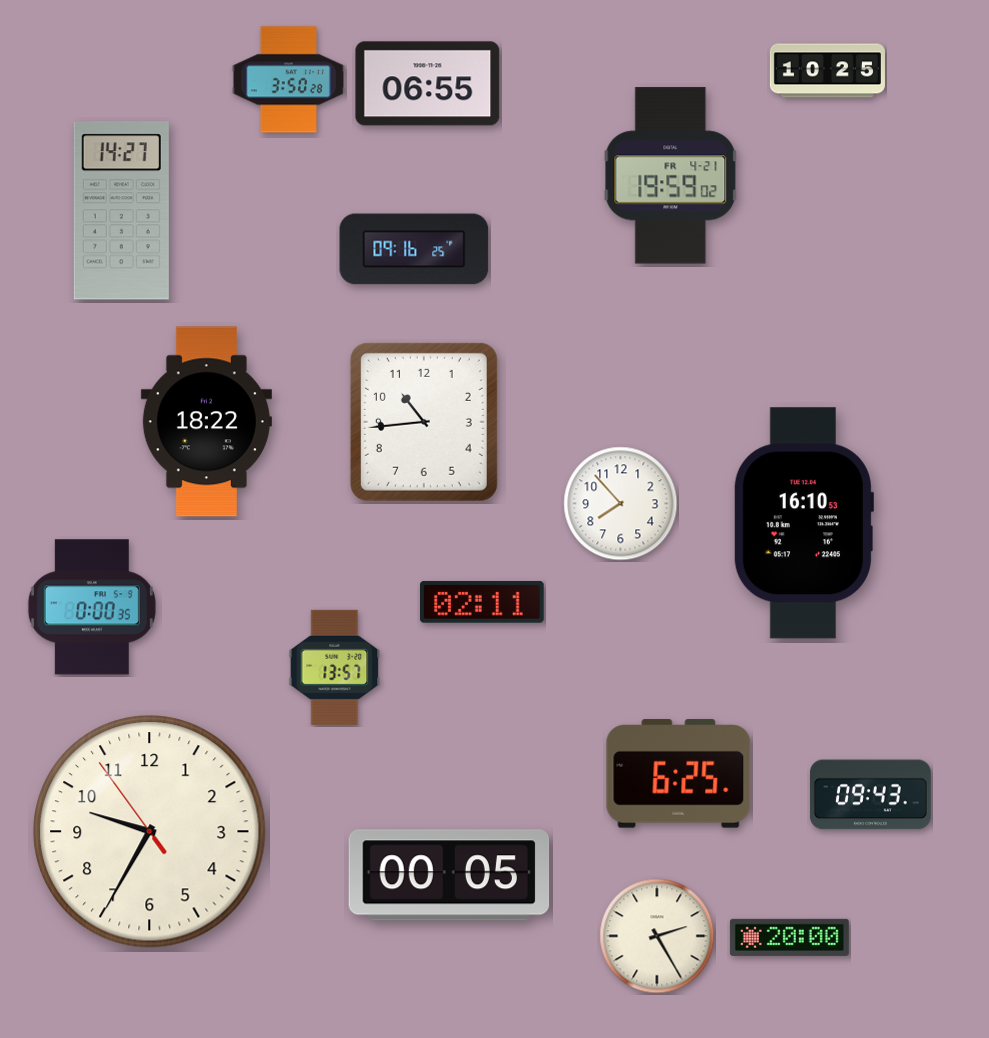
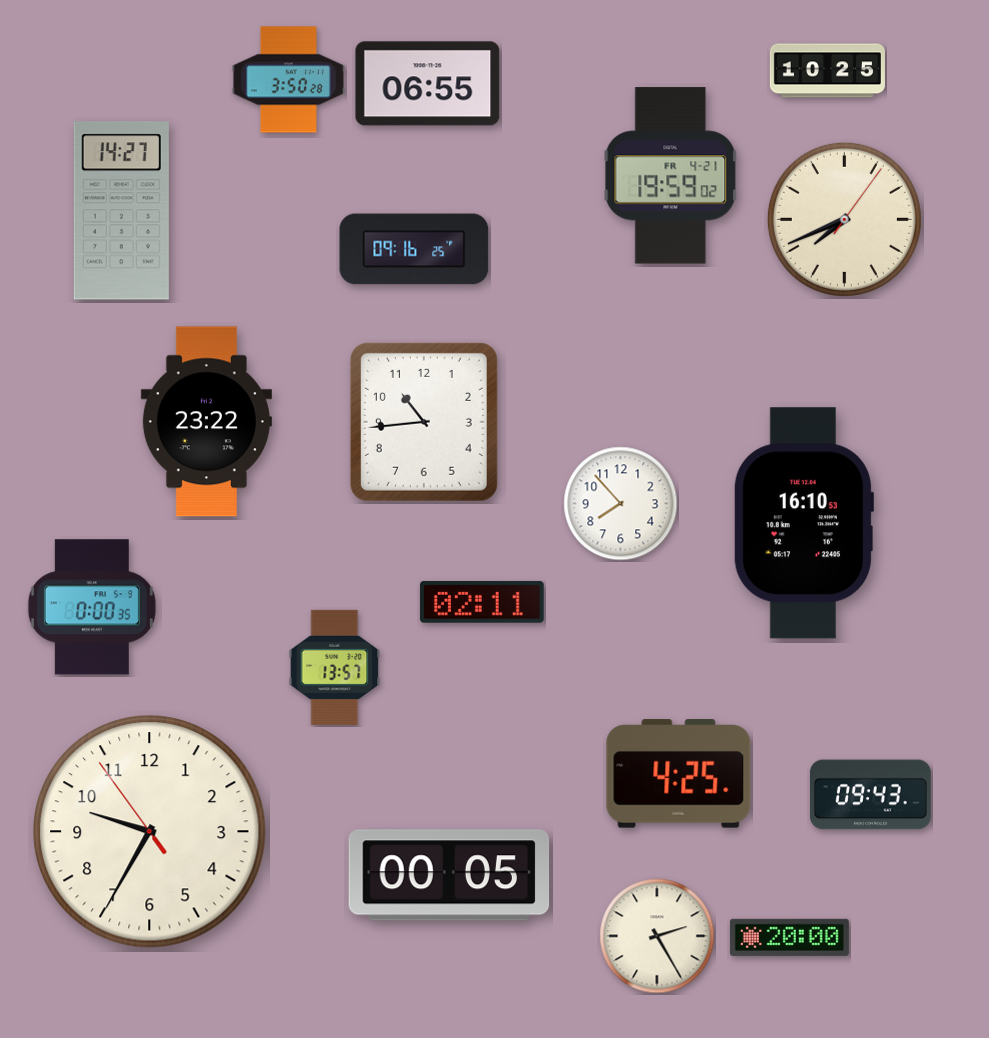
clock at (844, 219): none -> 7:41
clock at (206, 422): 18:22 -> 23:22
clock at (679, 774): 6:25 -> 4:25
